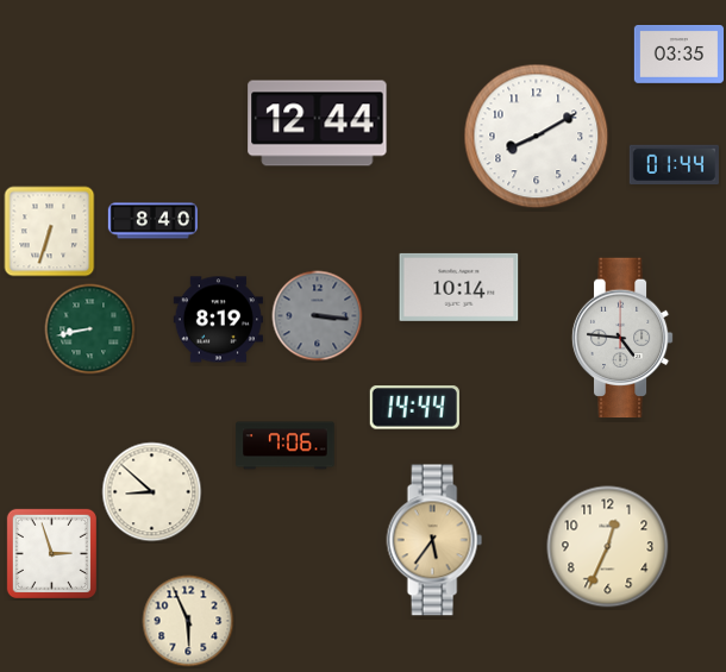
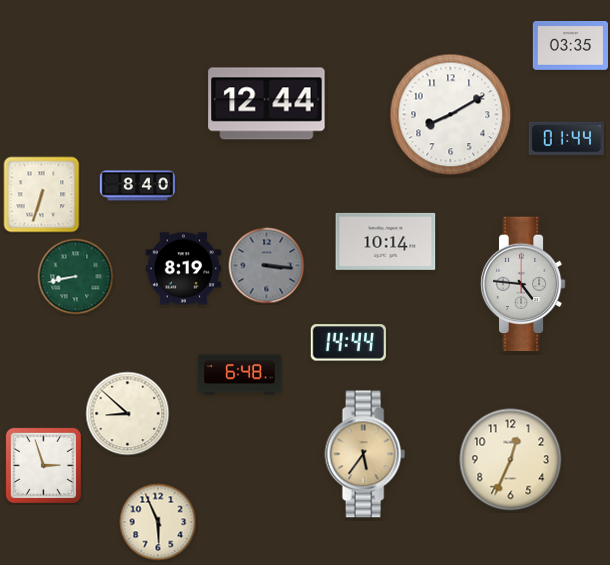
clock at (152, 221) position: (152, 221) -> (137, 186)
clock at (286, 446): 7:06 -> 6:48
